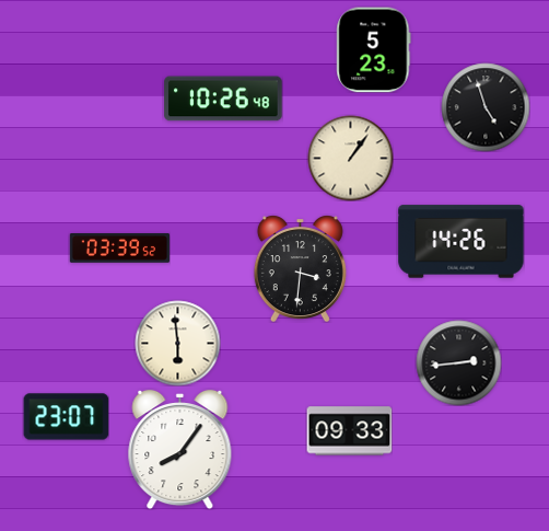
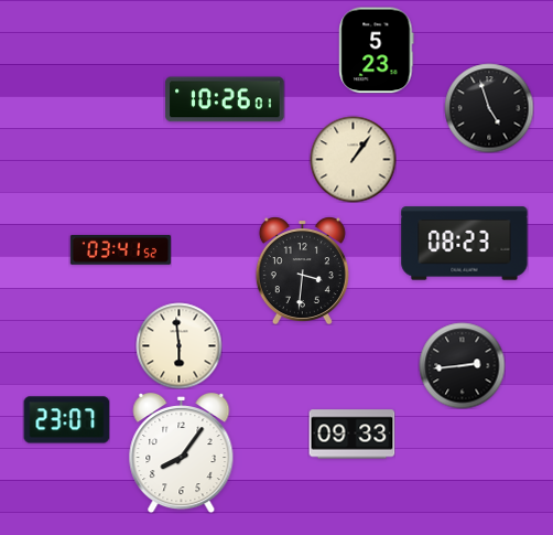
clock at (223, 99): 10:26:48 -> 10:26:01
clock at (462, 242): 14:26 -> 08:23
clock at (119, 249): 03:39 -> 03:41
